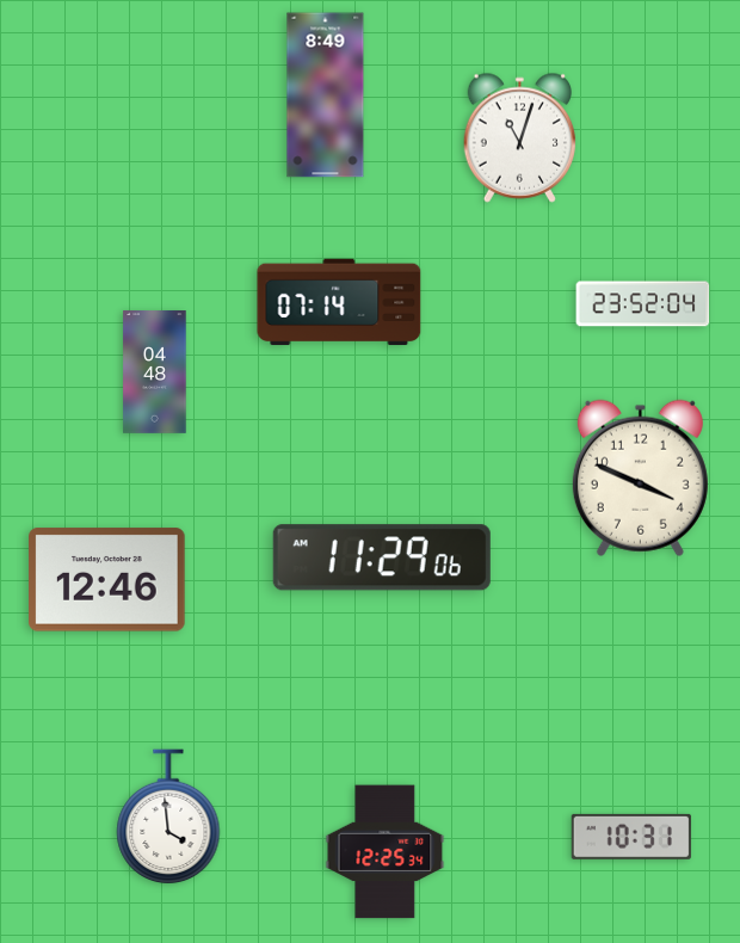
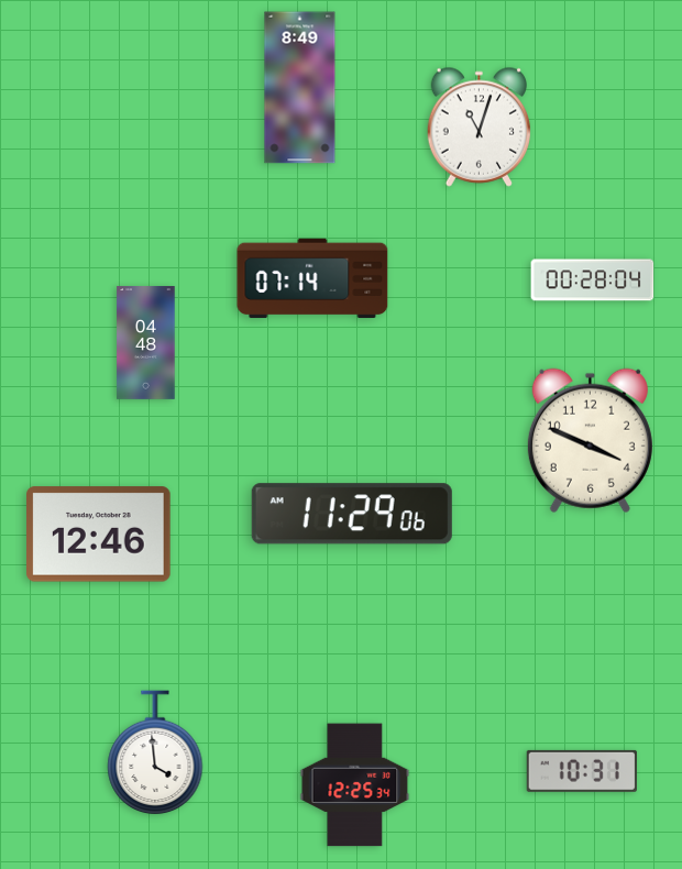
clock at (643, 304): 23:52 -> 00:28
clock at (155, 372) position: (155, 372) -> (146, 343)
